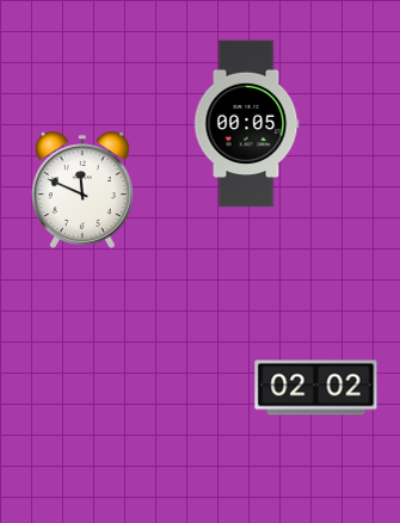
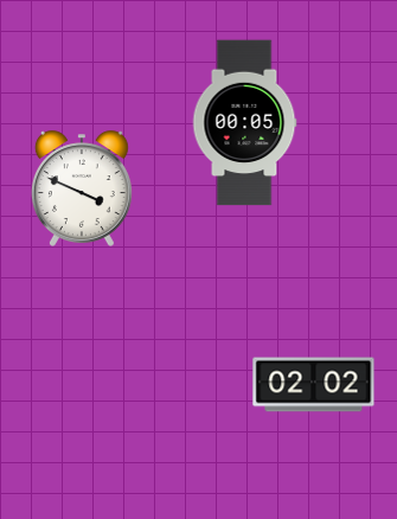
clock at (82, 190): 11:49 -> 3:49
